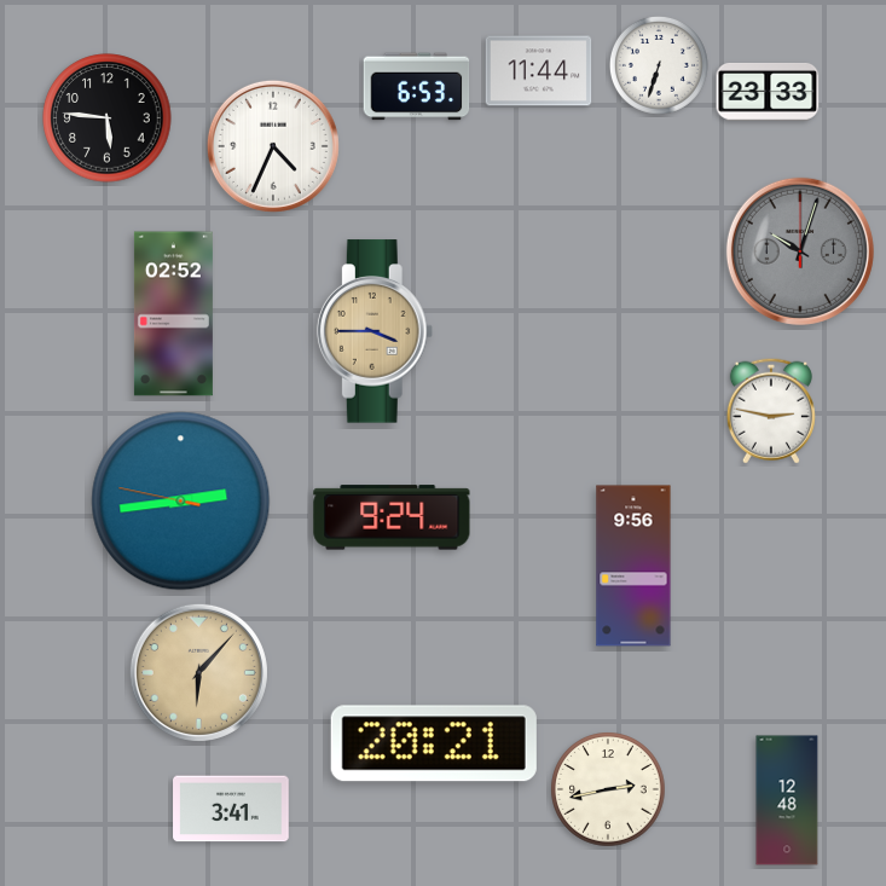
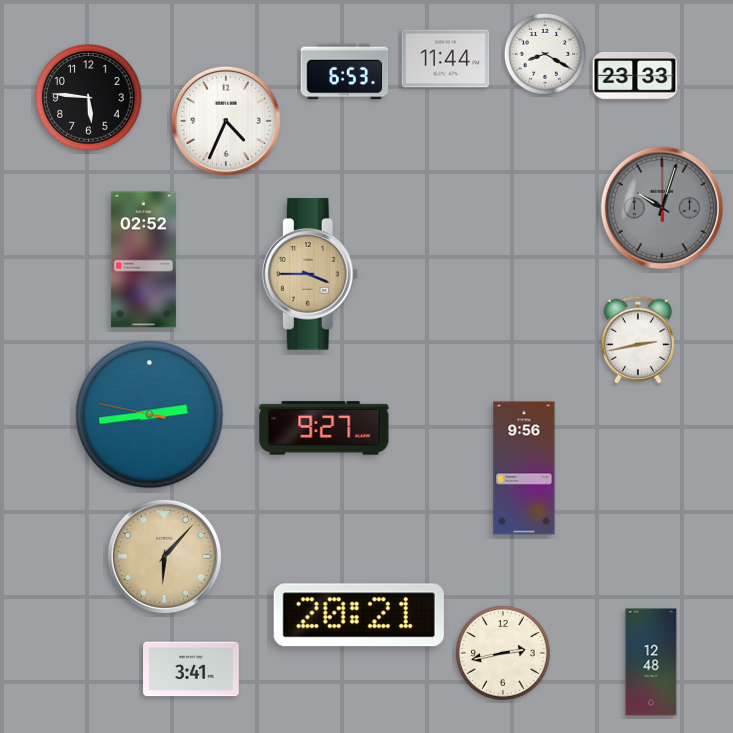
clock at (659, 65): 6:33 -> 8:20
clock at (771, 411): 2:47 -> 2:43
clock at (392, 517): 9:24 -> 9:27
